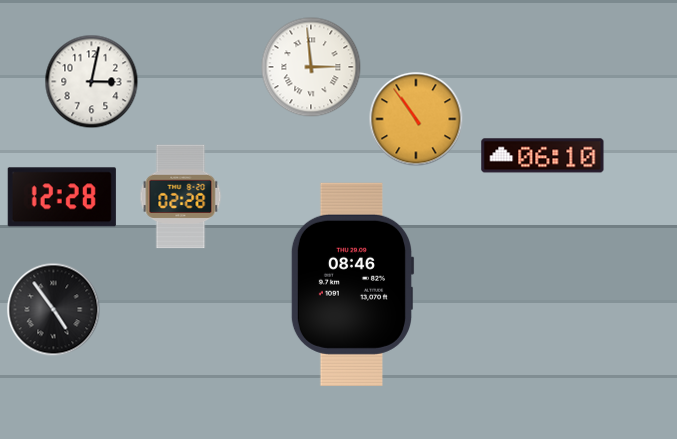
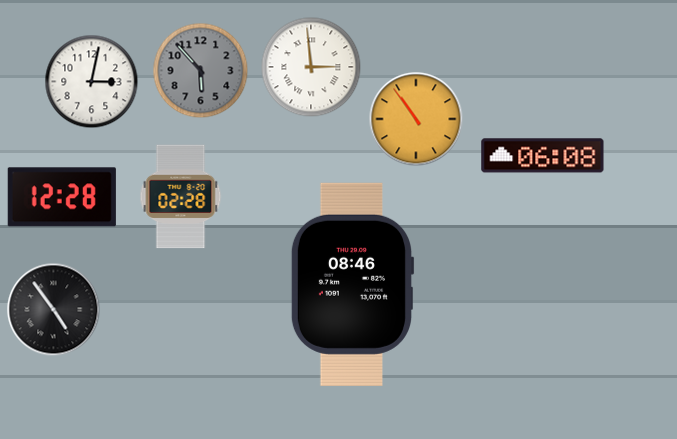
clock at (201, 71): none -> 5:53
clock at (543, 156): 06:10 -> 06:08
